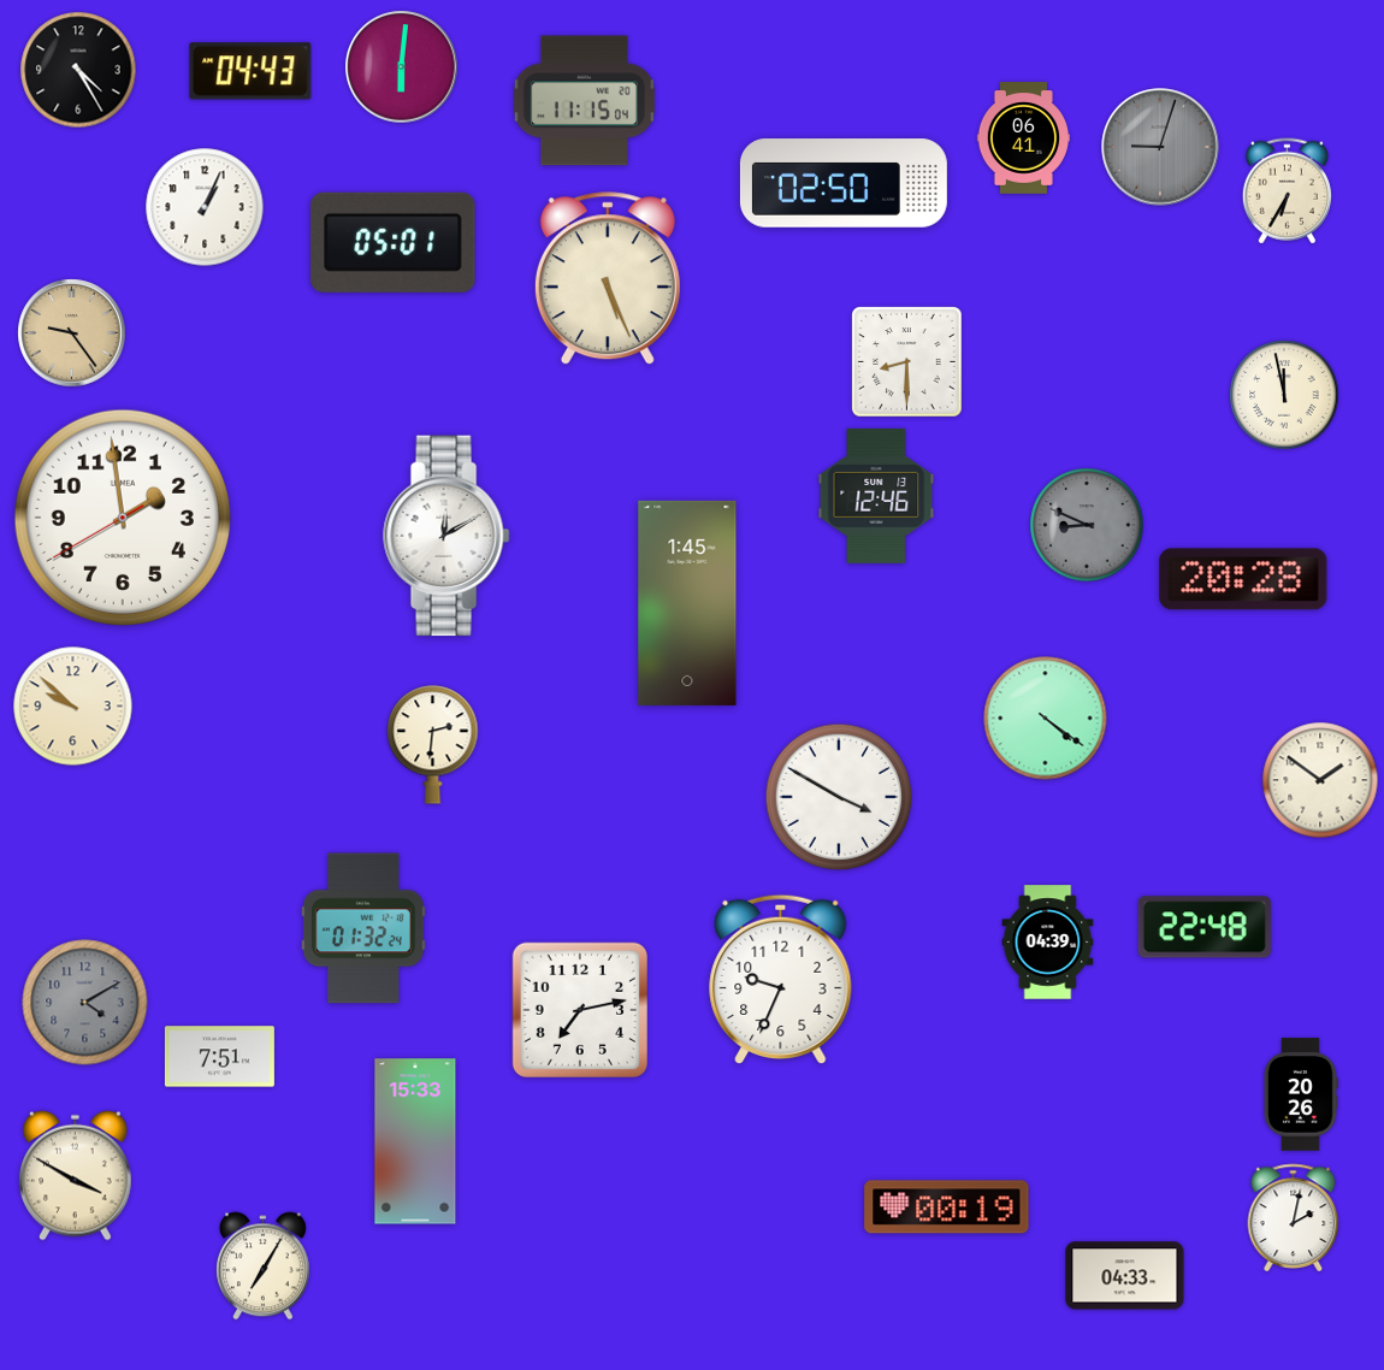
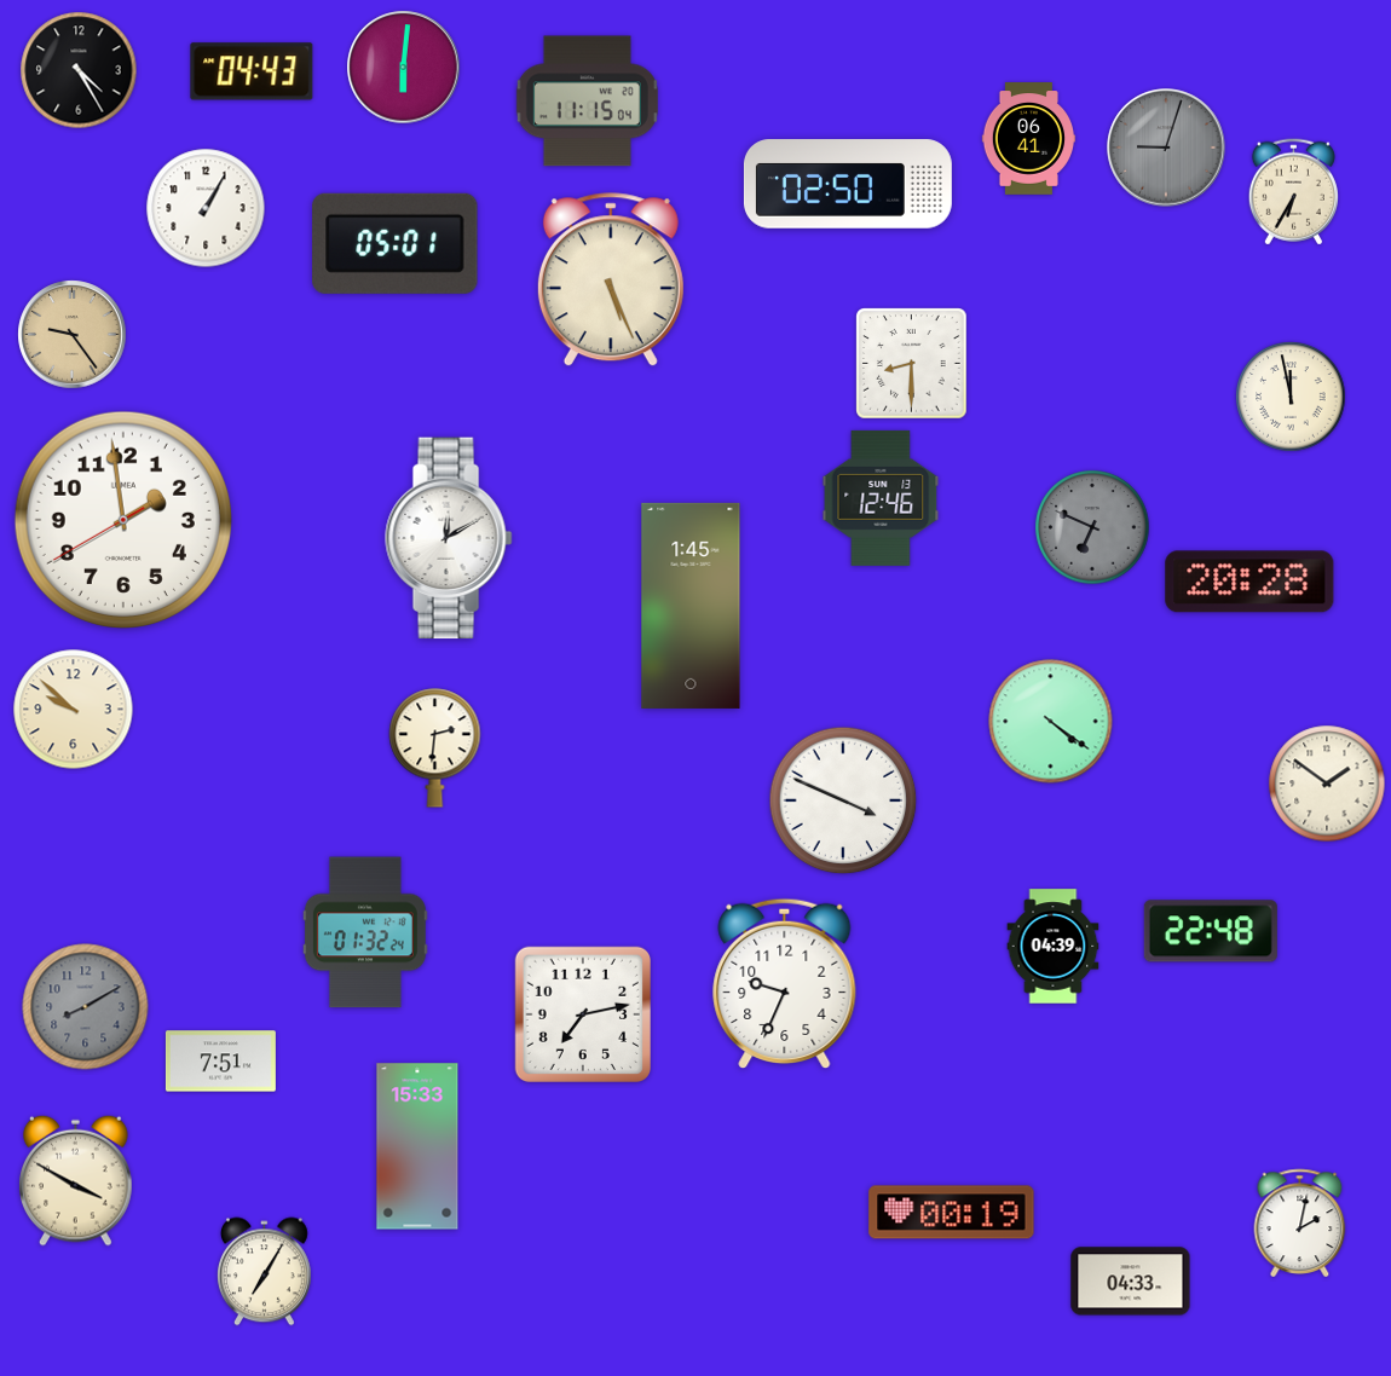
clock at (205, 207): 1:04 -> 1:05
clock at (1087, 525): 8:49 -> 6:49
clock at (839, 797): 3:50 -> 3:49
clock at (85, 1003): 4:10 -> 8:10
clock at (1301, 1094): 20:26 -> none
